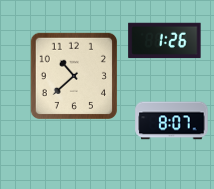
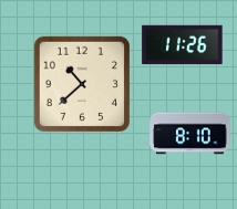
clock at (165, 41): 1:26 -> 11:26
clock at (172, 121): 8:07 -> 8:10
